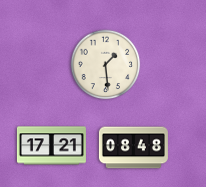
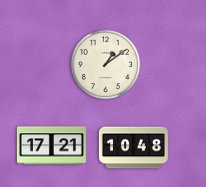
clock at (106, 65): 1:29 -> 1:09
clock at (133, 148): 08:48 -> 10:48
